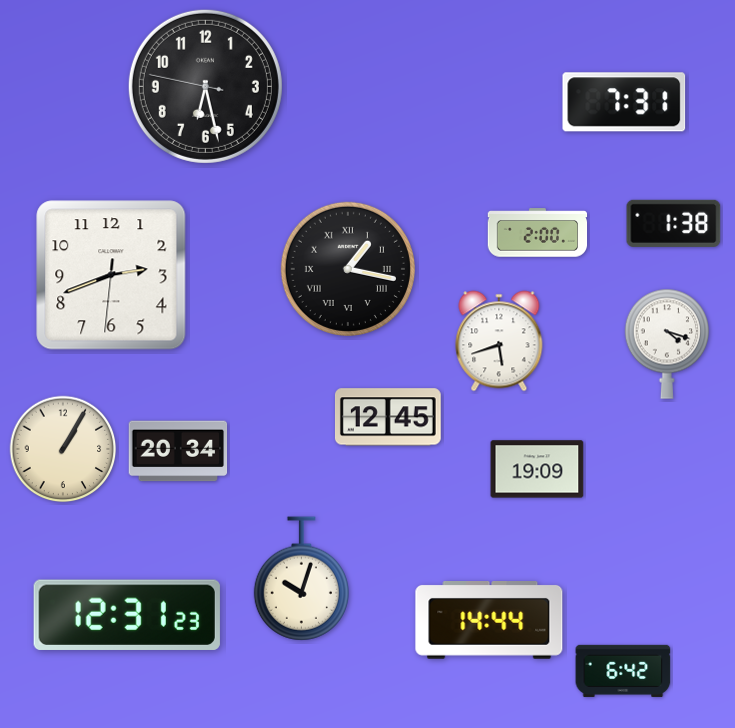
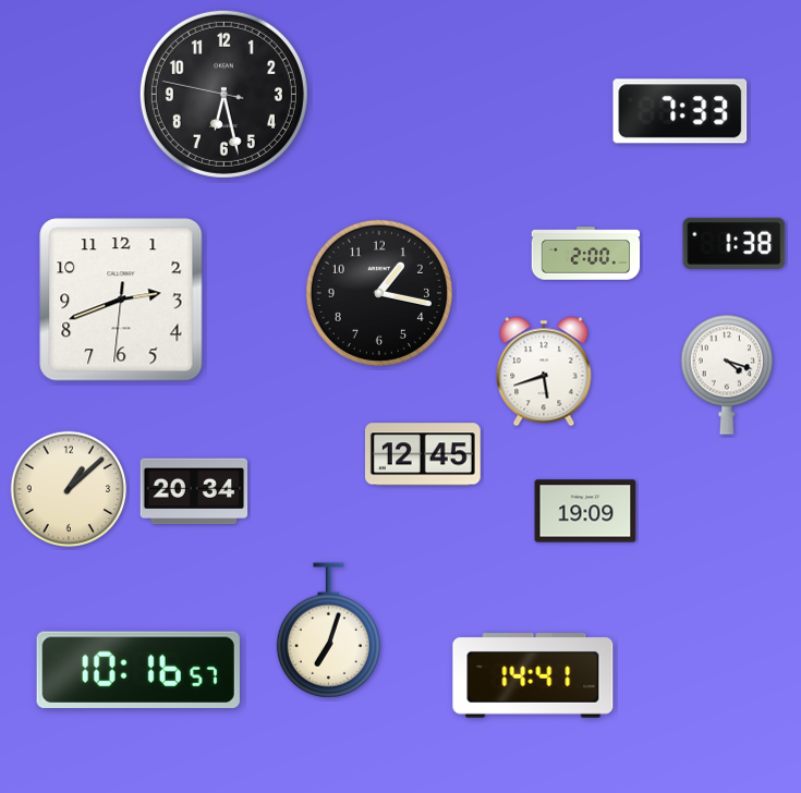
clock at (624, 102): 7:31 -> 7:33
clock at (348, 269) numerals: Roman -> Arabic
clock at (63, 449): 1:05 -> 1:08
clock at (301, 579): 10:03 -> 7:03
clock at (127, 614): 12:31 -> 10:16
clock at (489, 621): 14:44 -> 14:41
clock at (623, 671): 6:42 -> none
